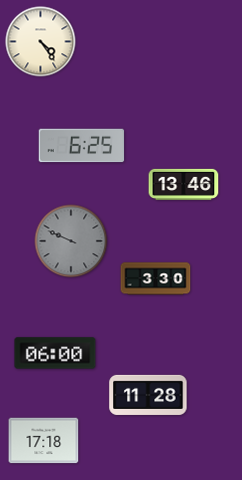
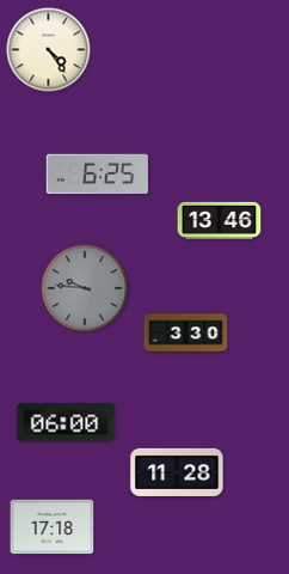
clock at (71, 241): 9:49 -> 9:46
